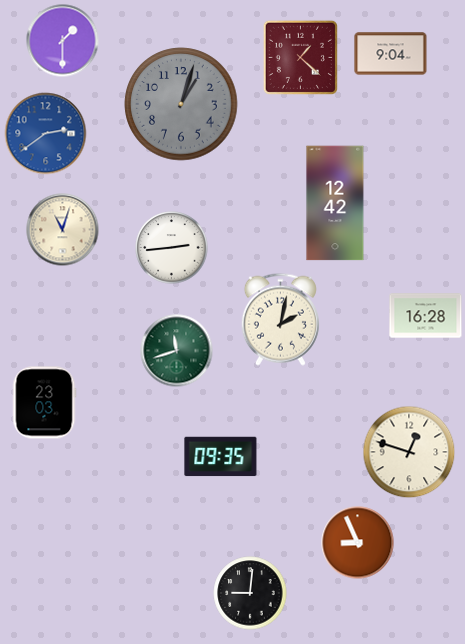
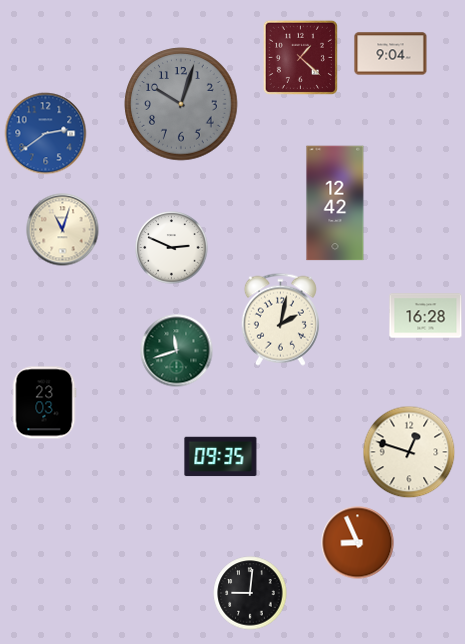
clock at (63, 41): 1:30 -> none
clock at (181, 104): 1:03 -> 10:03
clock at (172, 248): 2:44 -> 2:49
